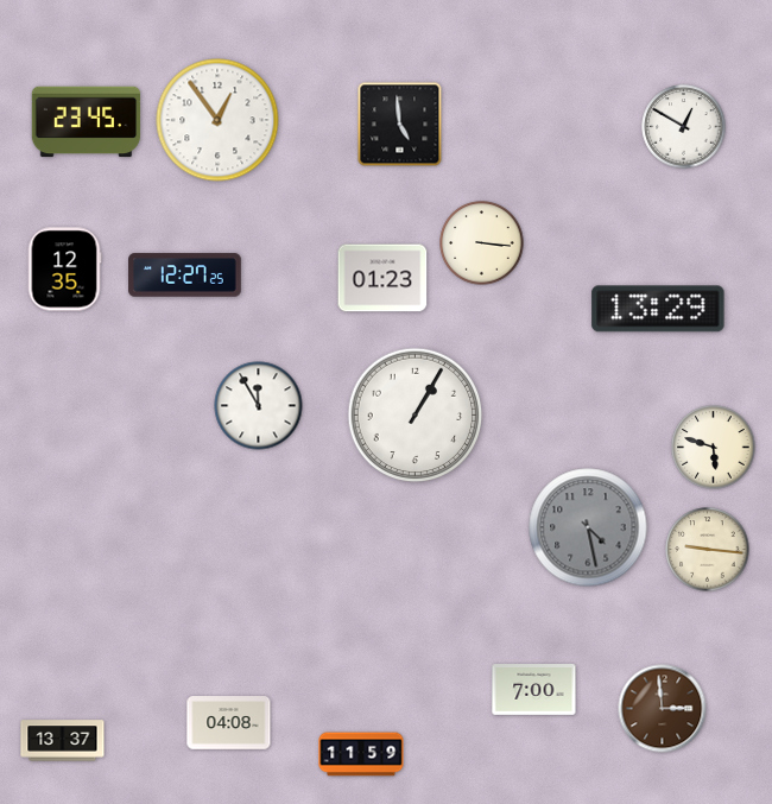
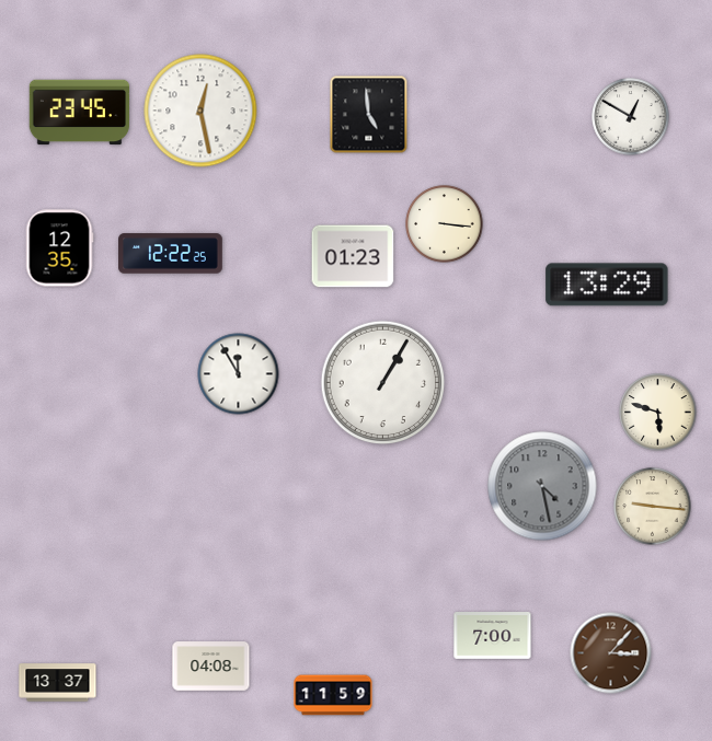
clock at (217, 120): 12:54 -> 12:28
clock at (185, 276): 12:27 -> 12:22
clock at (663, 709): 2:59 -> 3:07
